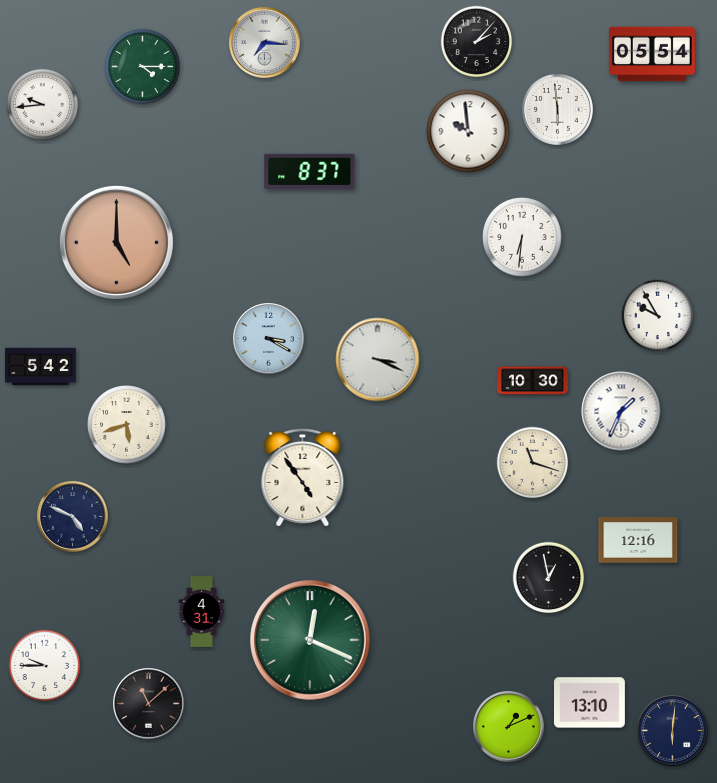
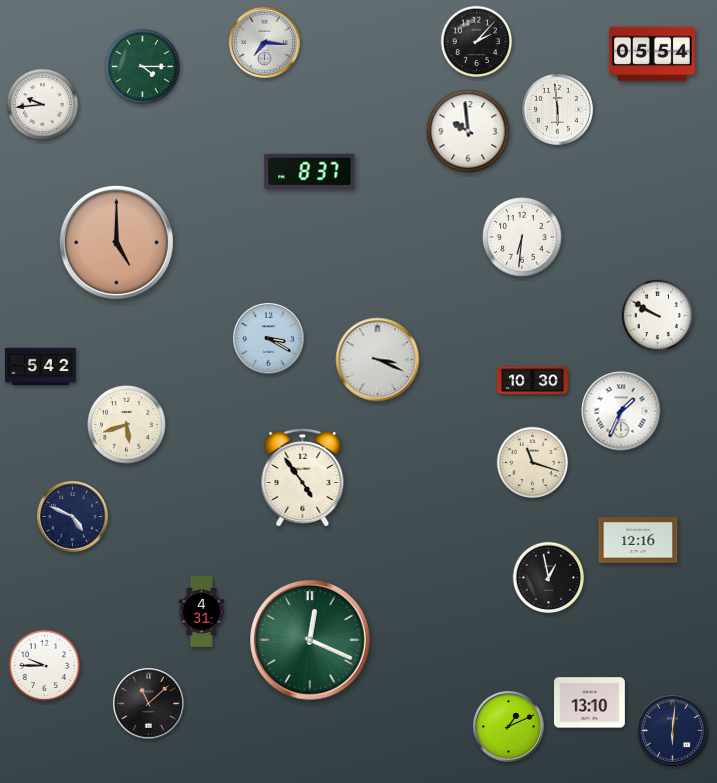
clock at (658, 316): 9:55 -> 9:50
